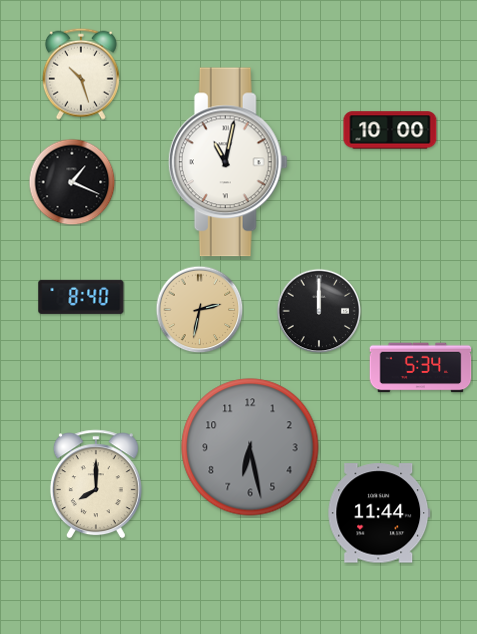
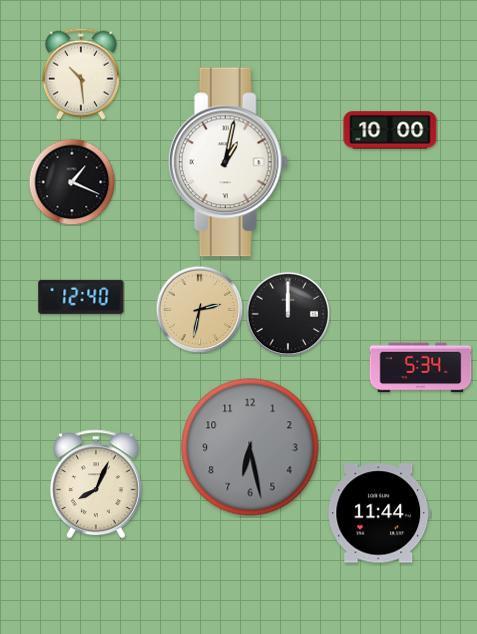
clock at (81, 74): 10:27 -> 10:29
clock at (228, 162): 11:02 -> 1:02
clock at (81, 297): 8:40 -> 12:40
clock at (319, 311) position: (319, 311) -> (288, 314)
clock at (96, 484): 8:00 -> 8:04
